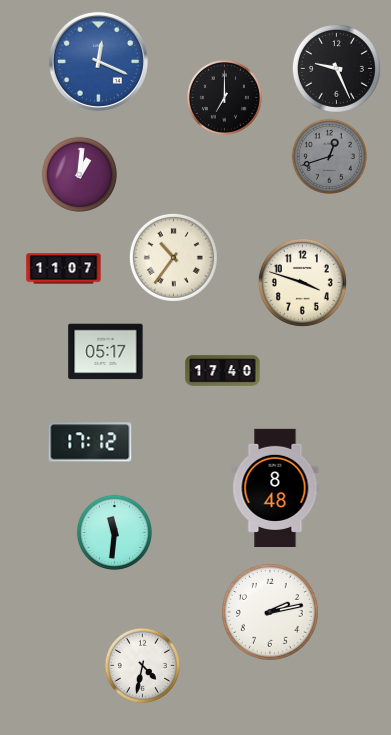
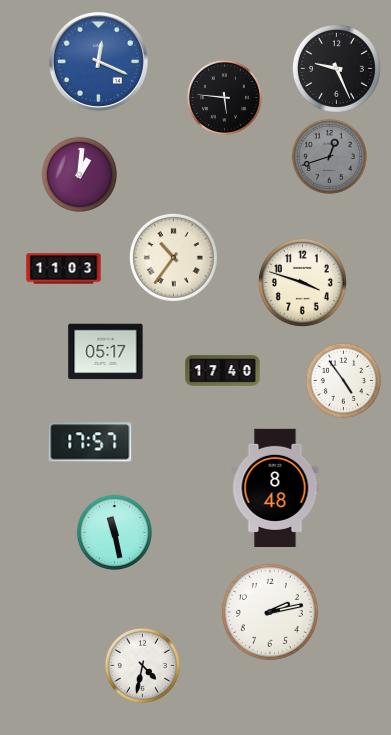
clock at (224, 97): 7:00 -> 5:46
clock at (64, 269): 11:07 -> 11:03
clock at (343, 380): none -> 4:54
clock at (90, 442): 17:12 -> 17:57
clock at (114, 532): 11:31 -> 11:28
